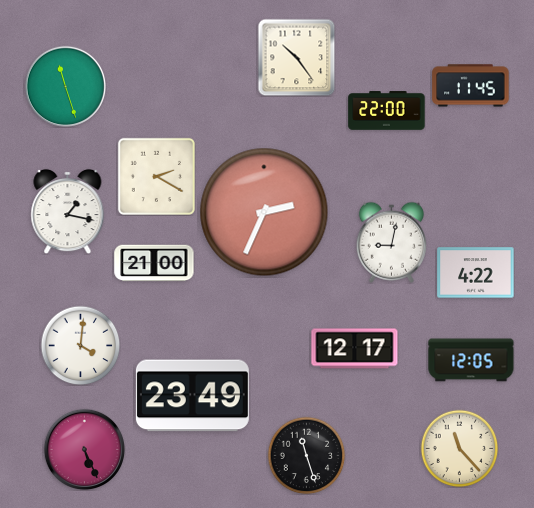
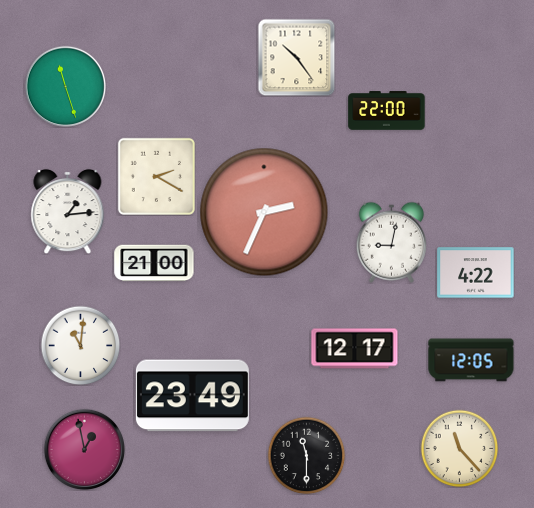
clock at (471, 86): 11:45 -> none
clock at (68, 211): 1:17 -> 1:14
clock at (80, 345): 4:01 -> 11:01
clock at (84, 449): 5:26 -> 12:58
clock at (306, 455): 11:27 -> 11:30
